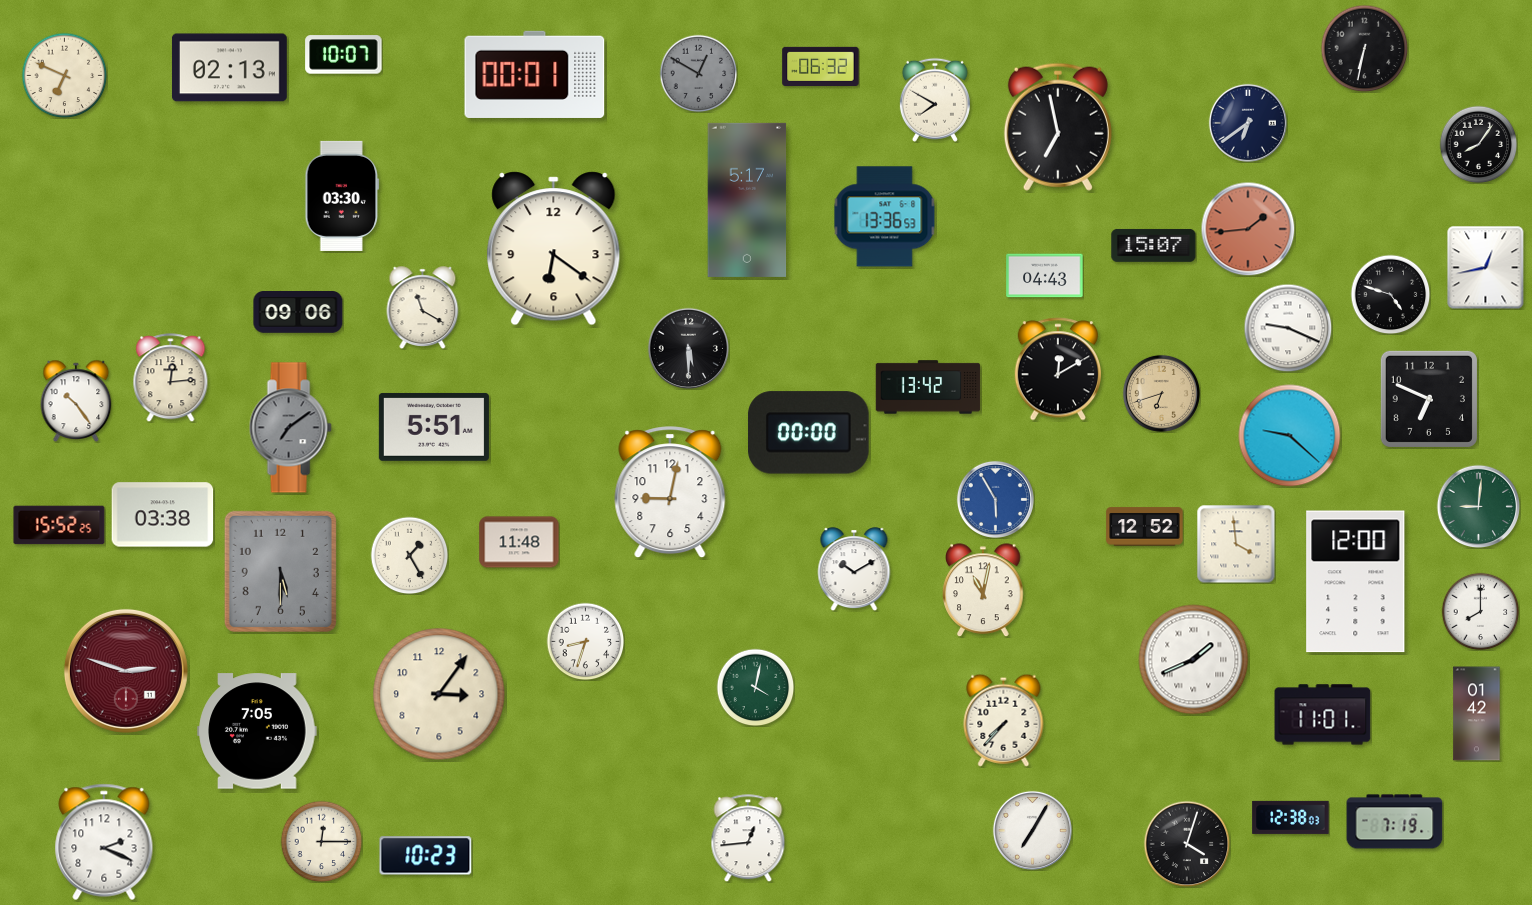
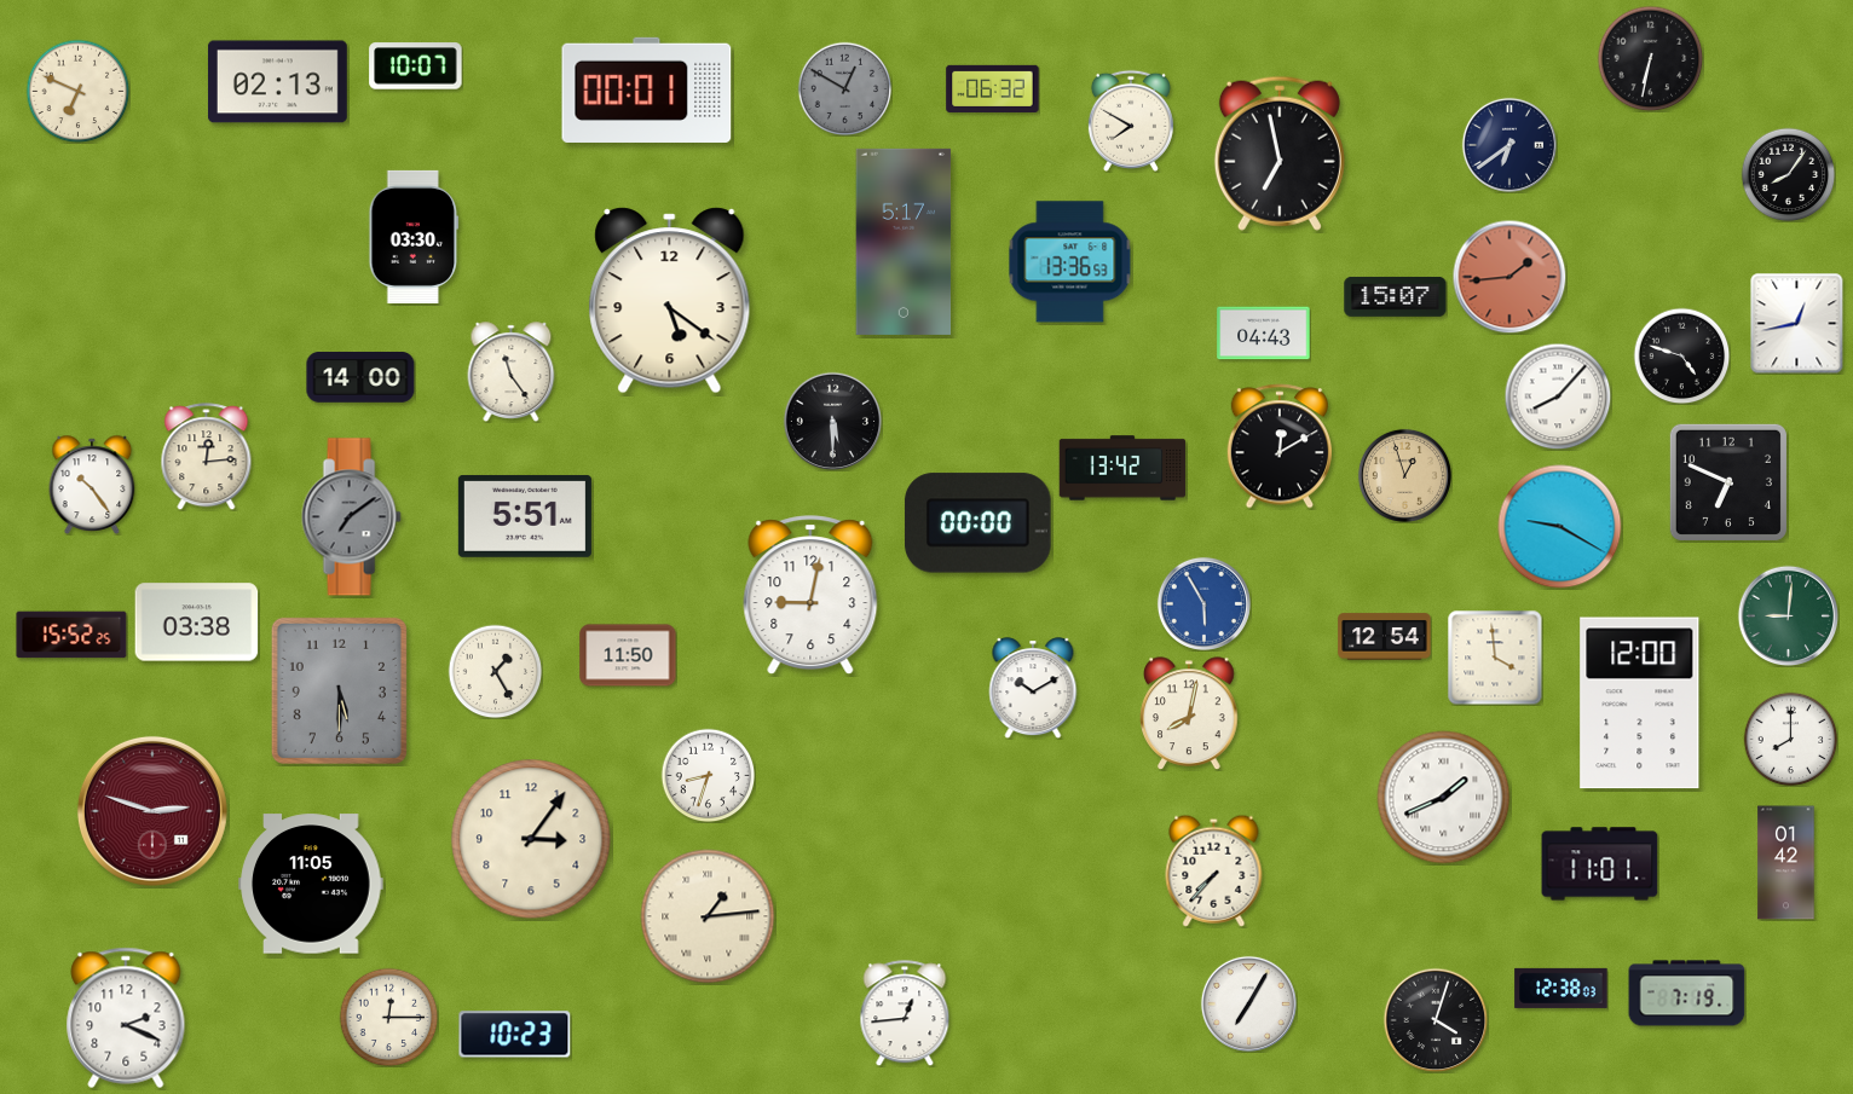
clock at (821, 66) position: (821, 66) -> (993, 88)
clock at (1248, 123) position: (1248, 123) -> (1509, 145)
clock at (554, 249): 6:21 -> 5:21
clock at (423, 308): 11:20 -> 11:24
clock at (298, 312): 09:06 -> 14:00
clock at (1288, 328): 9:19 -> 8:07
clock at (1161, 393): 6:42 -> 12:57
clock at (1290, 436): 9:22 -> 9:20
clock at (1478, 506) position: (1478, 506) -> (1788, 615)
clock at (1145, 527): 12:52 -> 12:54
clock at (519, 542): 11:48 -> 11:50
clock at (983, 590): 11:02 -> 8:02
clock at (755, 687): 4:02 -> none
clock at (257, 731): 7:05 -> 11:05
clock at (708, 916): none -> 1:14
